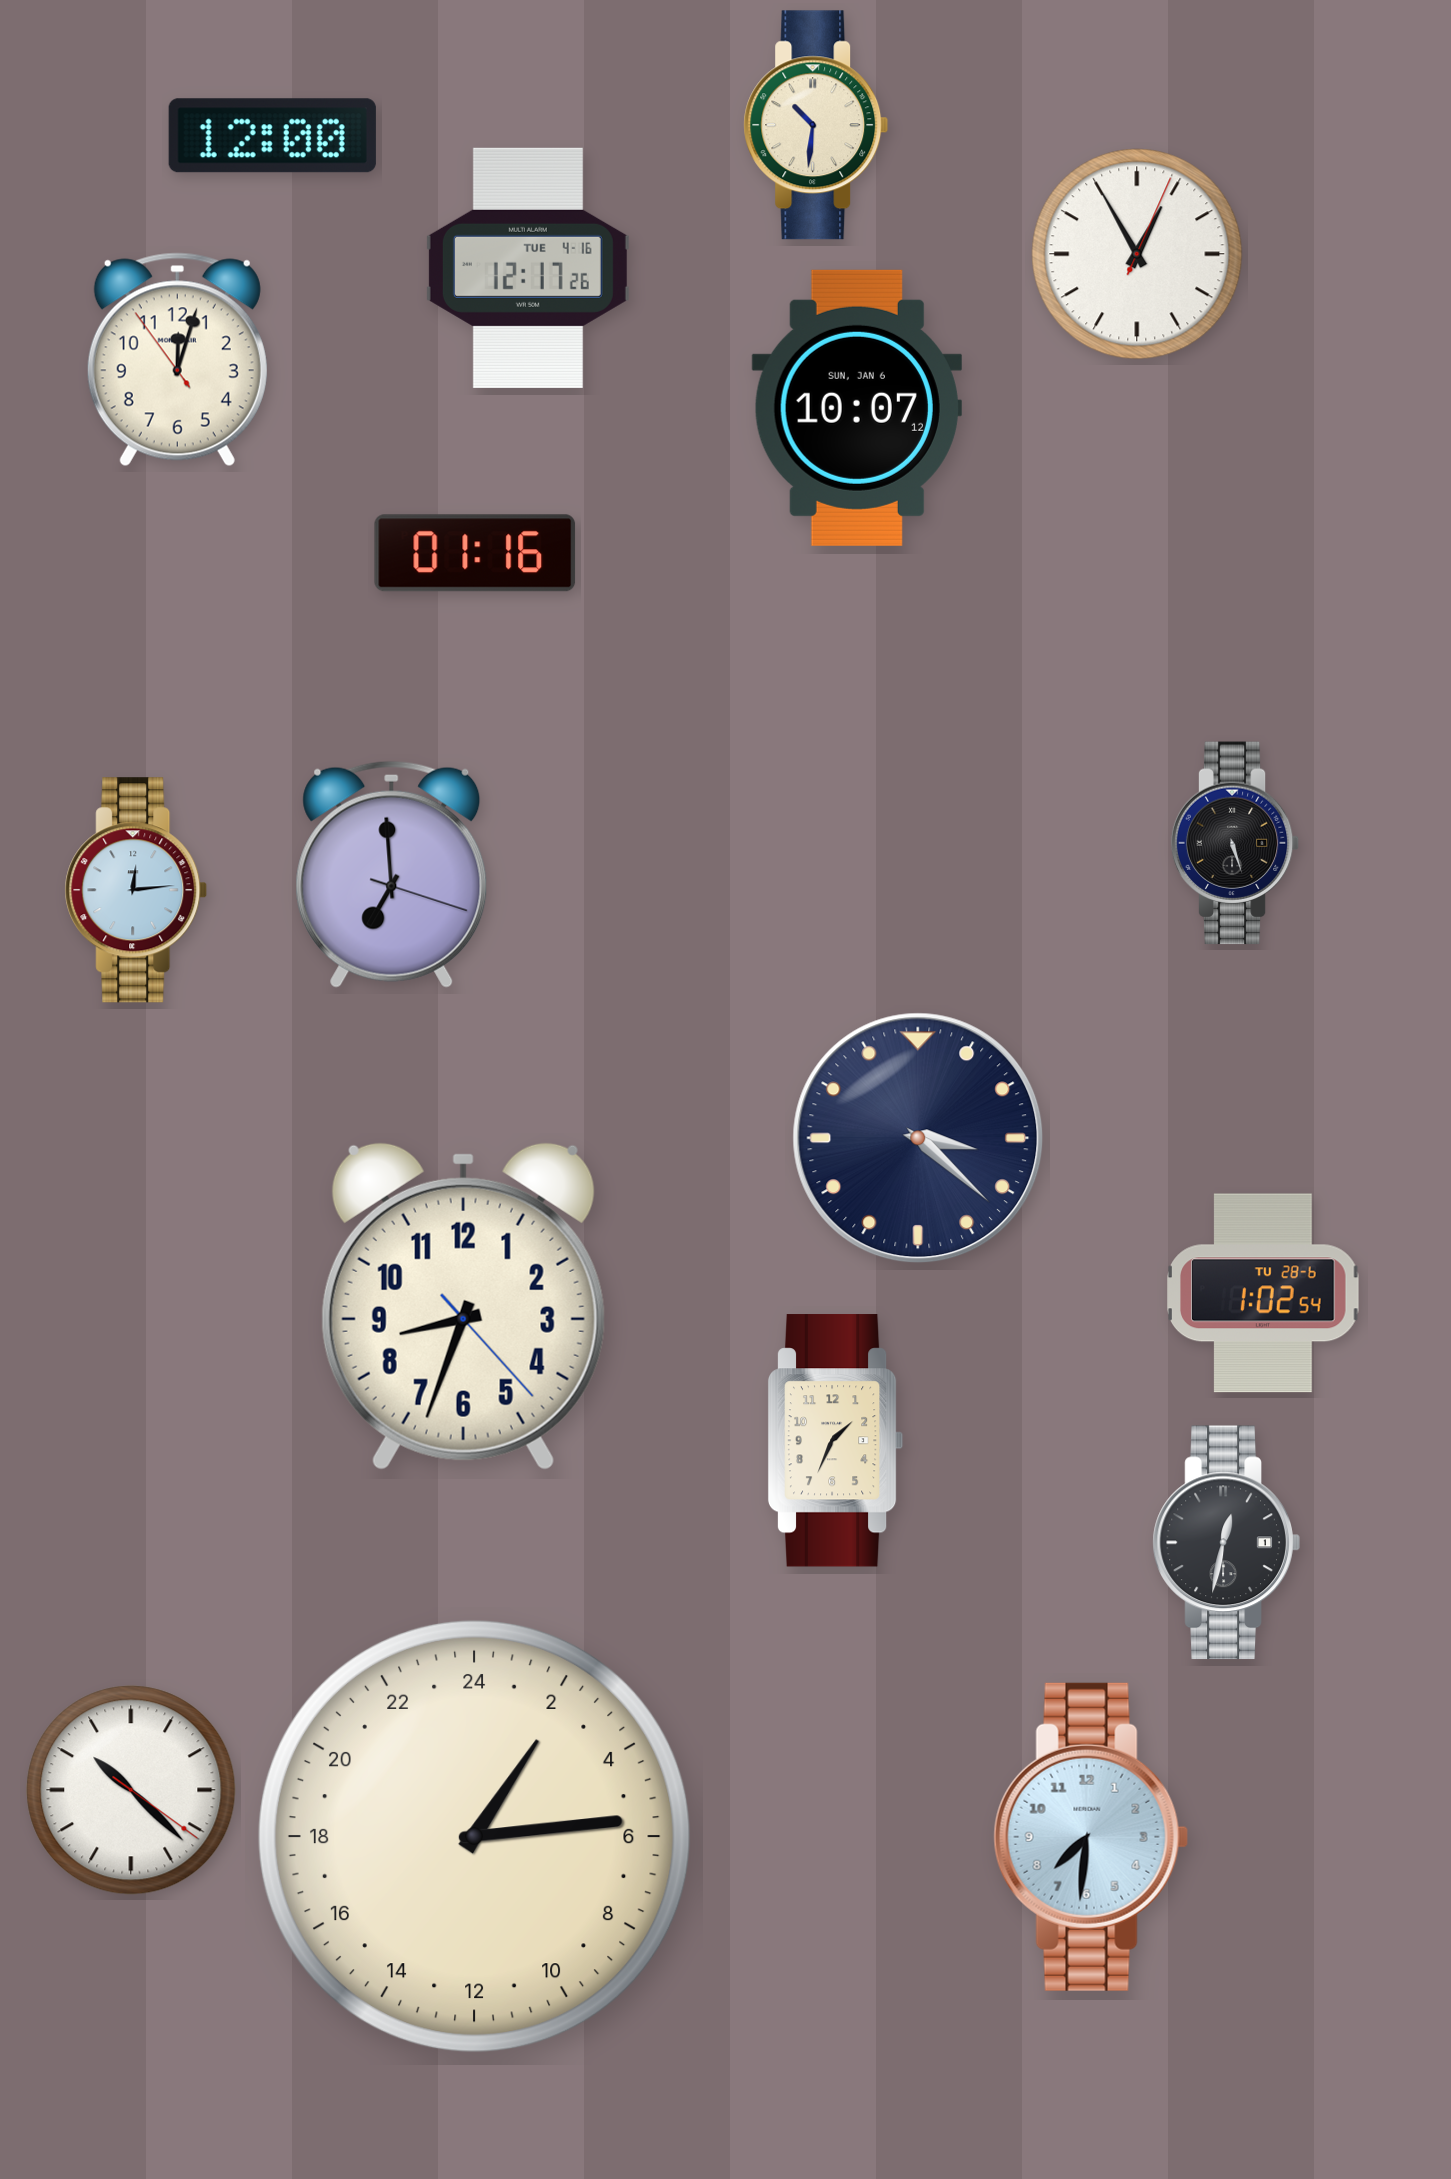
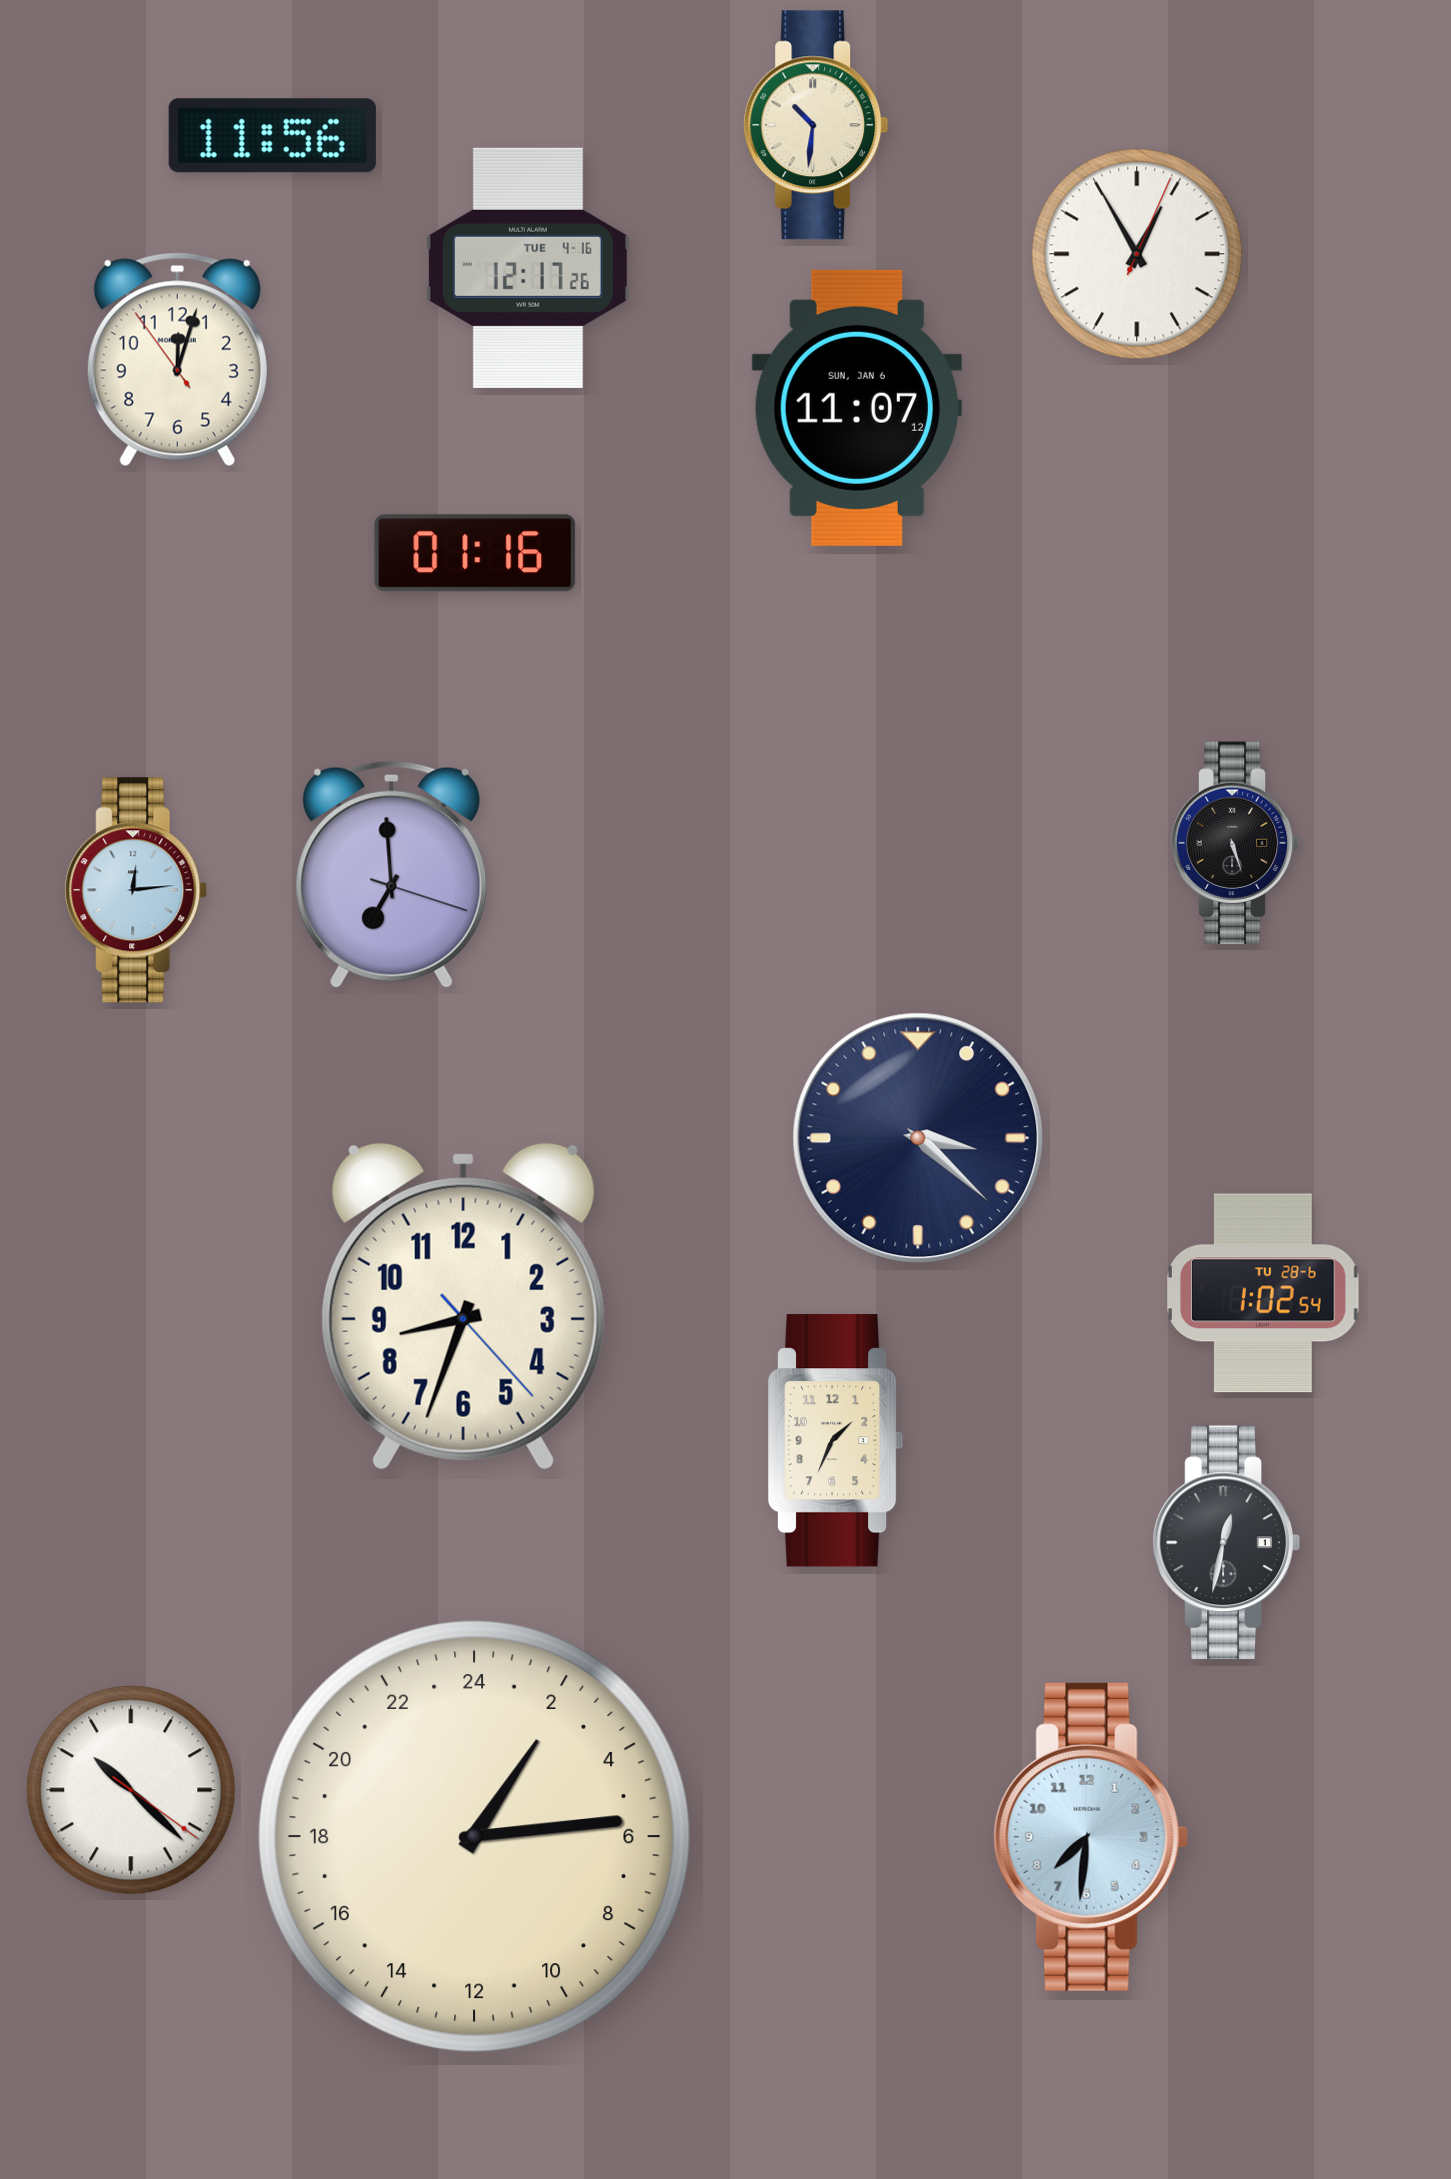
clock at (272, 136): 12:00 -> 11:56
clock at (857, 408): 10:07 -> 11:07
